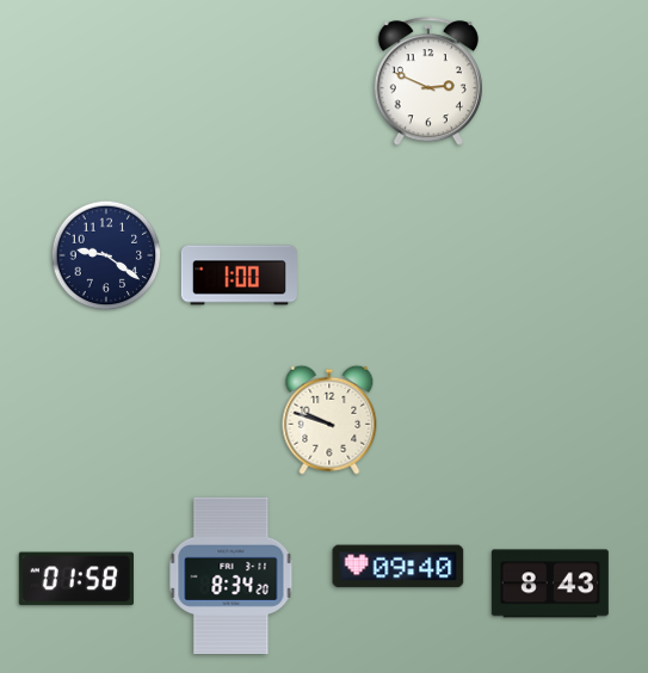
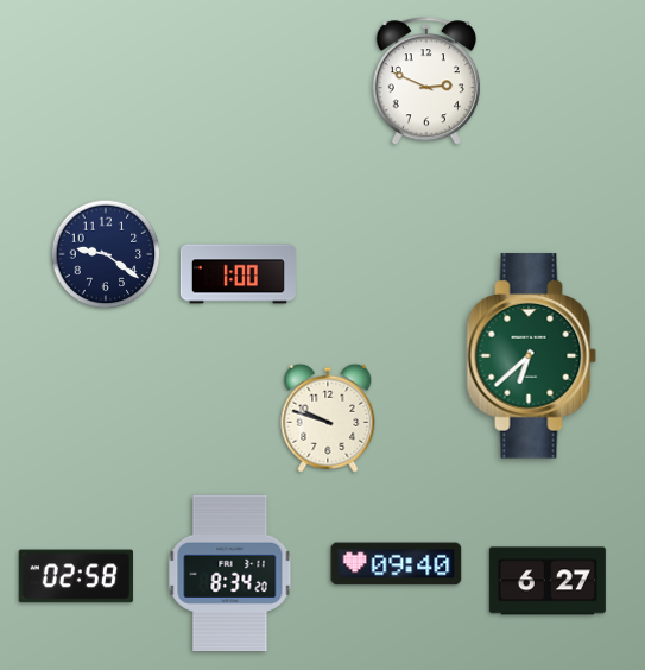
clock at (532, 356): none -> 6:38
clock at (76, 579): 01:58 -> 02:58
clock at (550, 584): 8:43 -> 6:27
